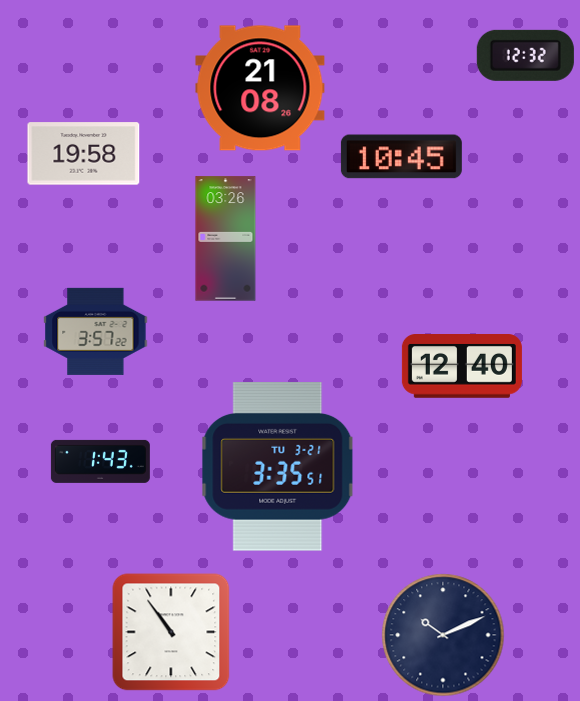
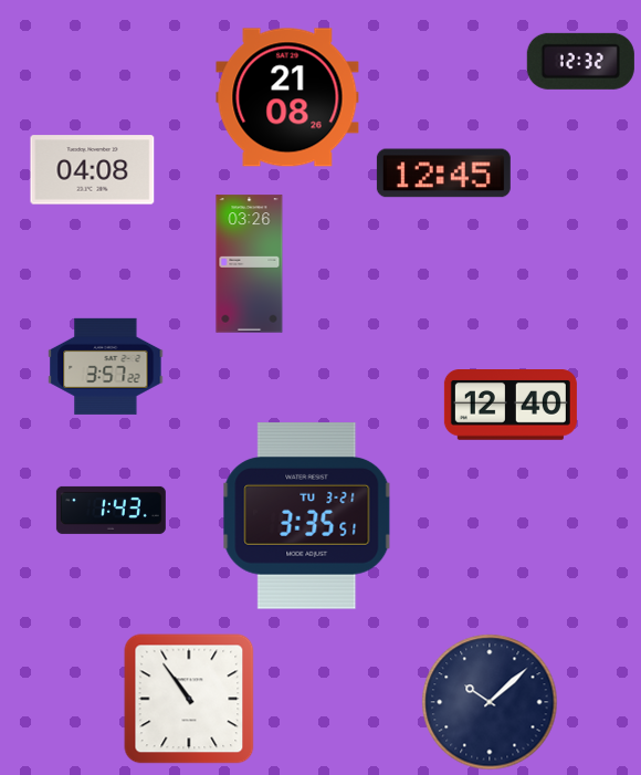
clock at (84, 154): 19:58 -> 04:08
clock at (401, 157): 10:45 -> 12:45
clock at (443, 635): 10:11 -> 10:08
